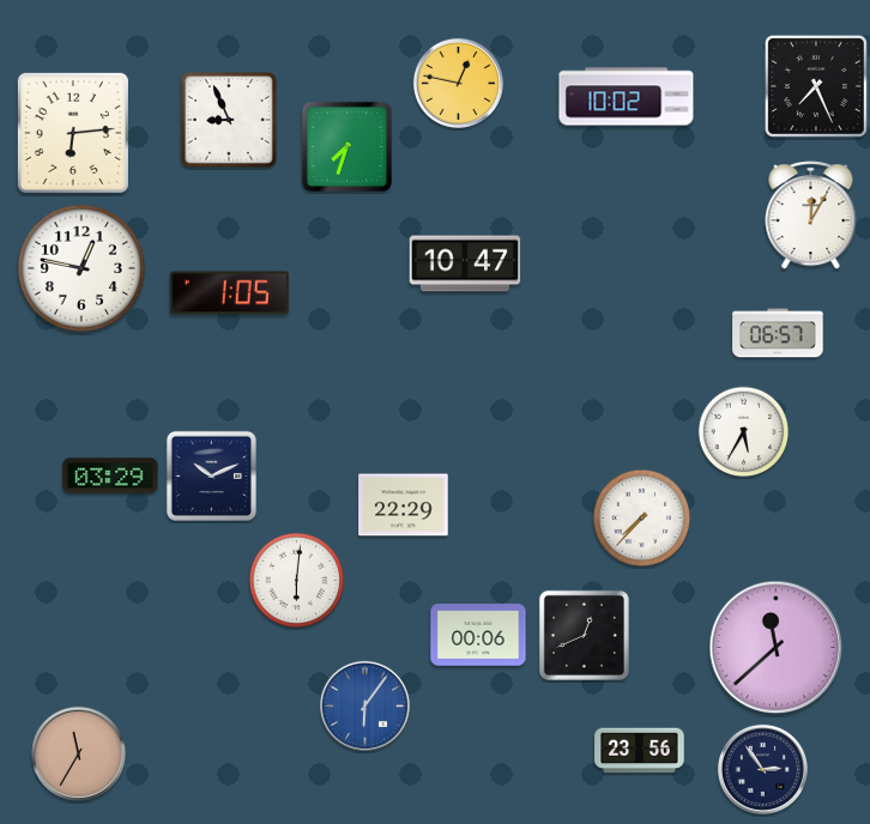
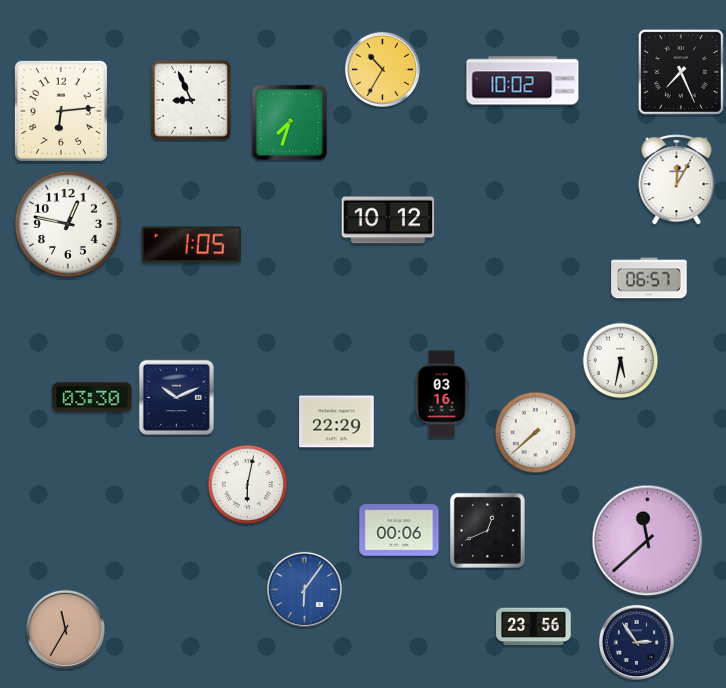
clock at (458, 83): 12:47 -> 10:35
clock at (465, 263): 10:47 -> 10:12
clock at (744, 432): 5:35 -> 5:32
clock at (442, 394): none -> 03:16
clock at (110, 475): 03:29 -> 03:30
clock at (642, 519): 7:37 -> 7:38
clock at (297, 581): 6:01 -> 6:02
